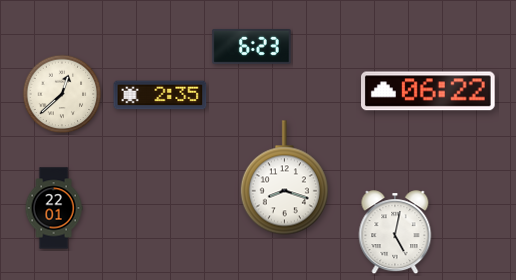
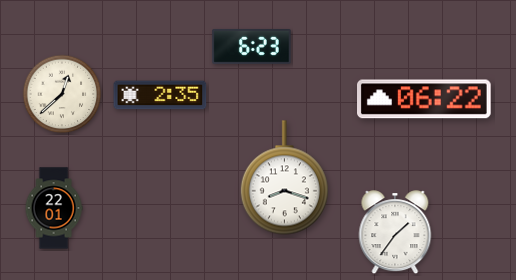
clock at (429, 91) position: (429, 91) -> (425, 99)
clock at (395, 233): 5:02 -> 1:36
